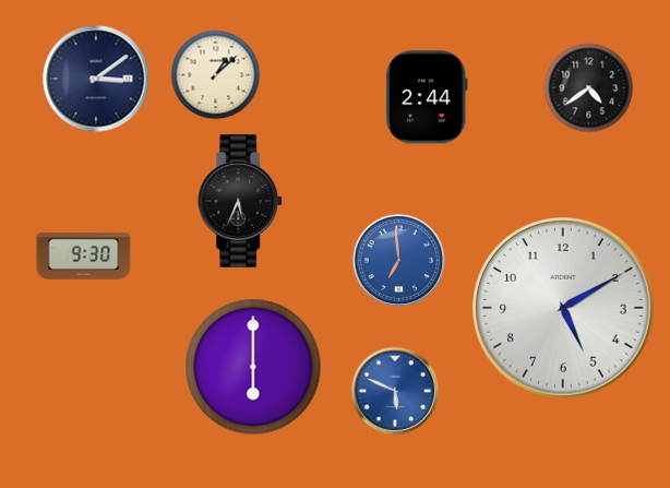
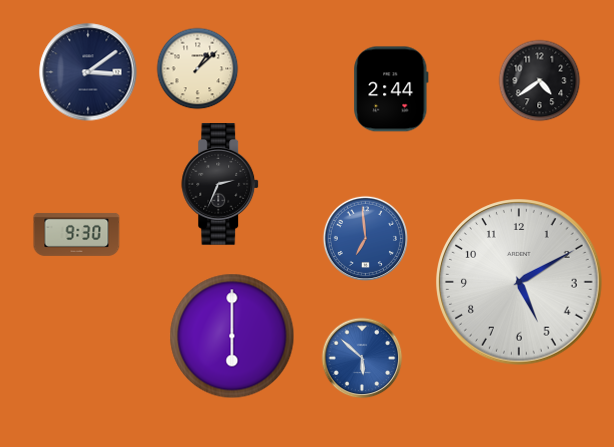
clock at (241, 201): 5:34 -> 2:34
clock at (563, 308) position: (563, 308) -> (519, 282)
clock at (395, 391): 5:49 -> 5:52
